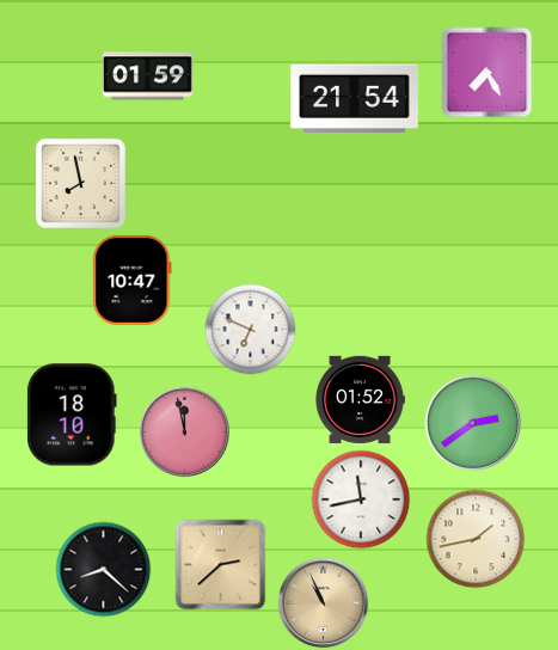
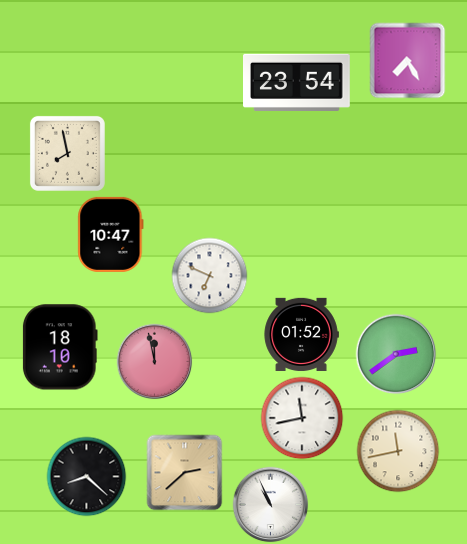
clock at (147, 76): 01:59 -> none
clock at (355, 98): 21:54 -> 23:54
clock at (476, 539): 1:43 -> 11:43
clock at (324, 603) dial: champagne -> white
